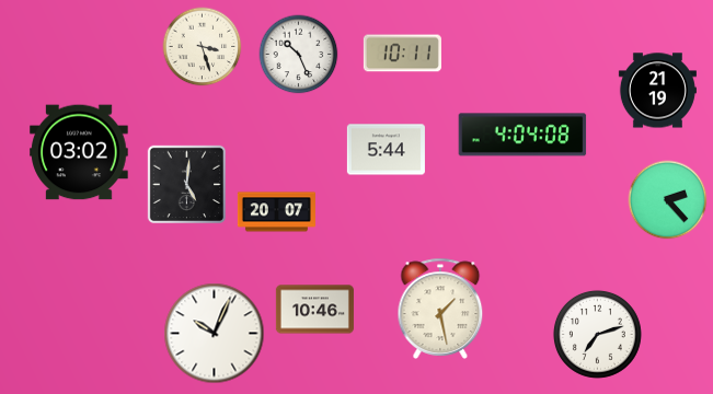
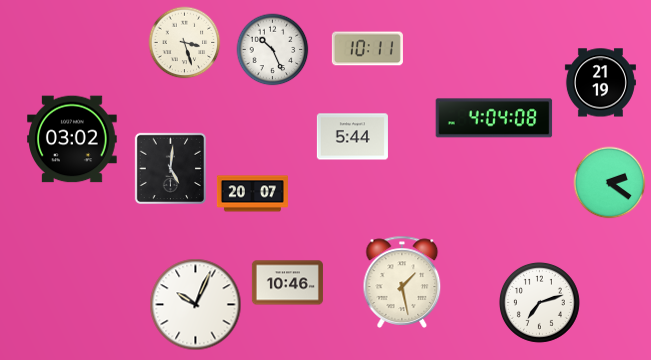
clock at (522, 135) position: (522, 135) -> (494, 118)
clock at (668, 200): 2:23 -> 2:21
clock at (597, 334) position: (597, 334) -> (539, 302)
